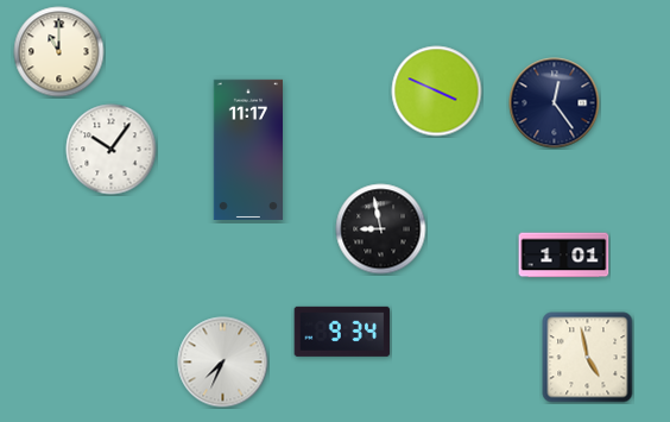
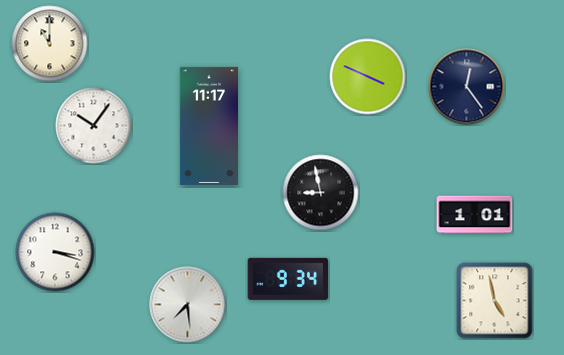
clock at (55, 252): none -> 3:18
clock at (223, 363): 7:34 -> 7:29
